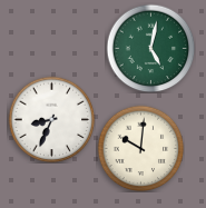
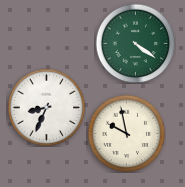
clock at (150, 48): 5:02 -> 4:21
clock at (140, 148): 10:01 -> 9:58
